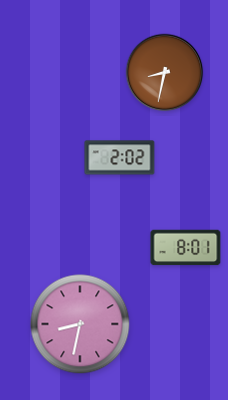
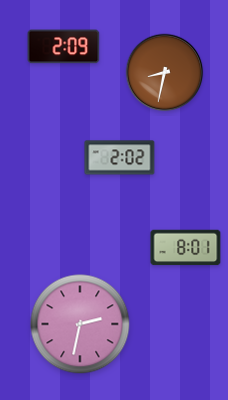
clock at (64, 47): none -> 2:09
clock at (80, 324): 8:32 -> 2:32
